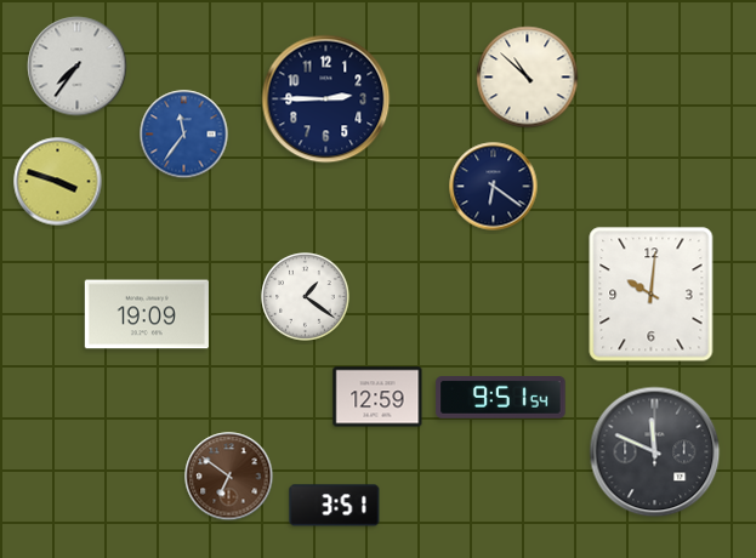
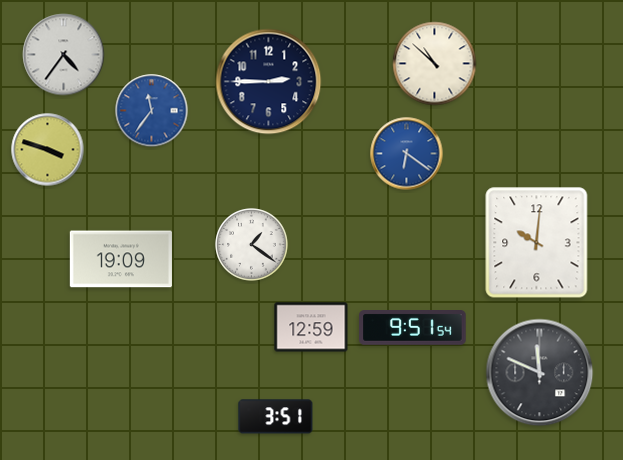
clock at (78, 67): 7:36 -> 4:36
clock at (494, 187) dial: navy -> blue
clock at (229, 477): 6:51 -> none
